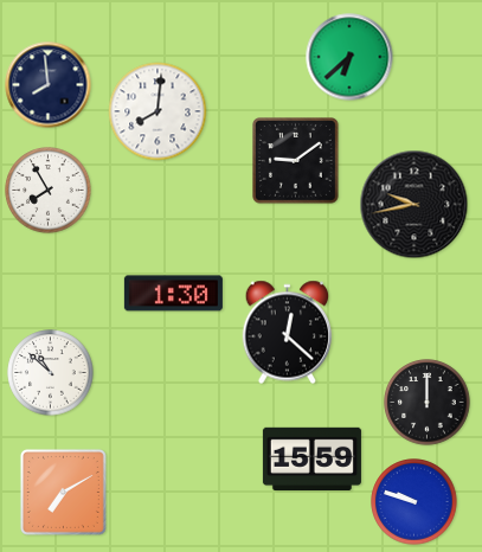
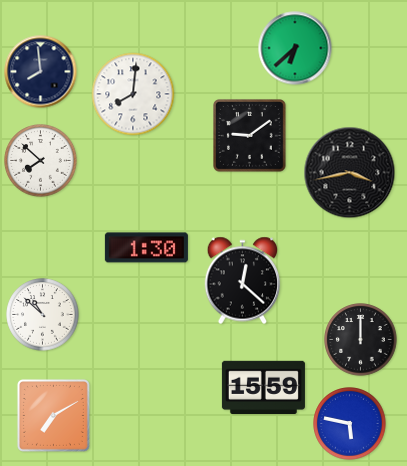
clock at (49, 191): 7:55 -> 7:52
clock at (414, 205): 9:43 -> 3:43
clock at (414, 502): 9:48 -> 5:47
